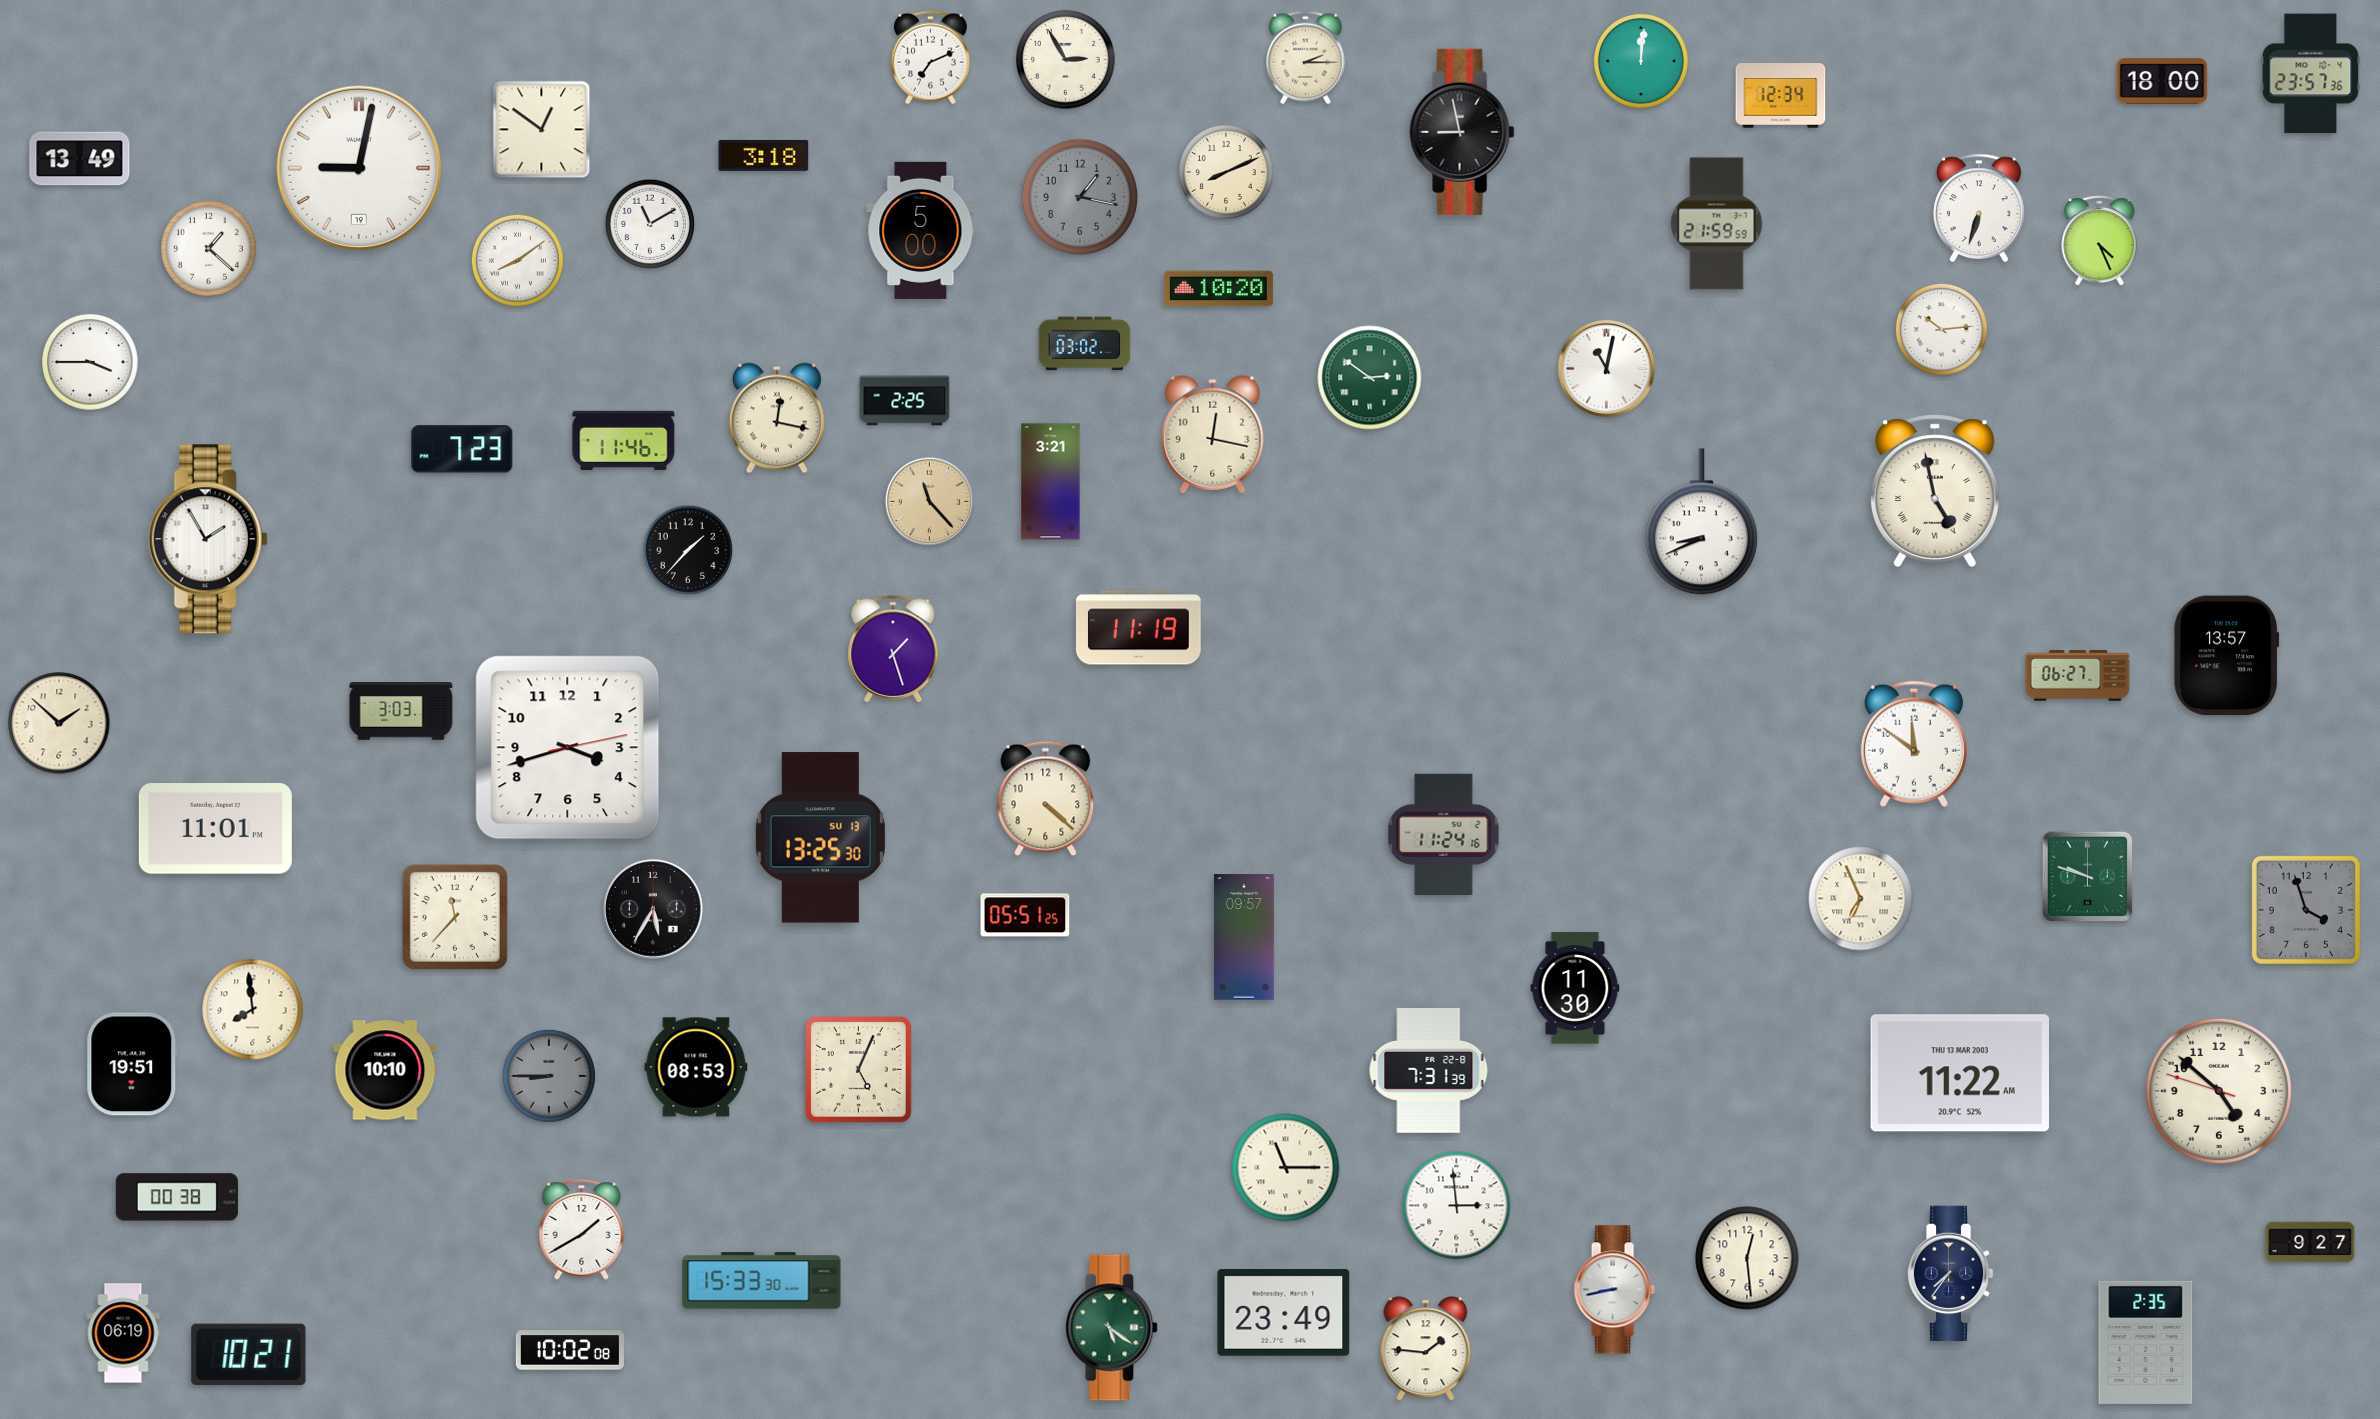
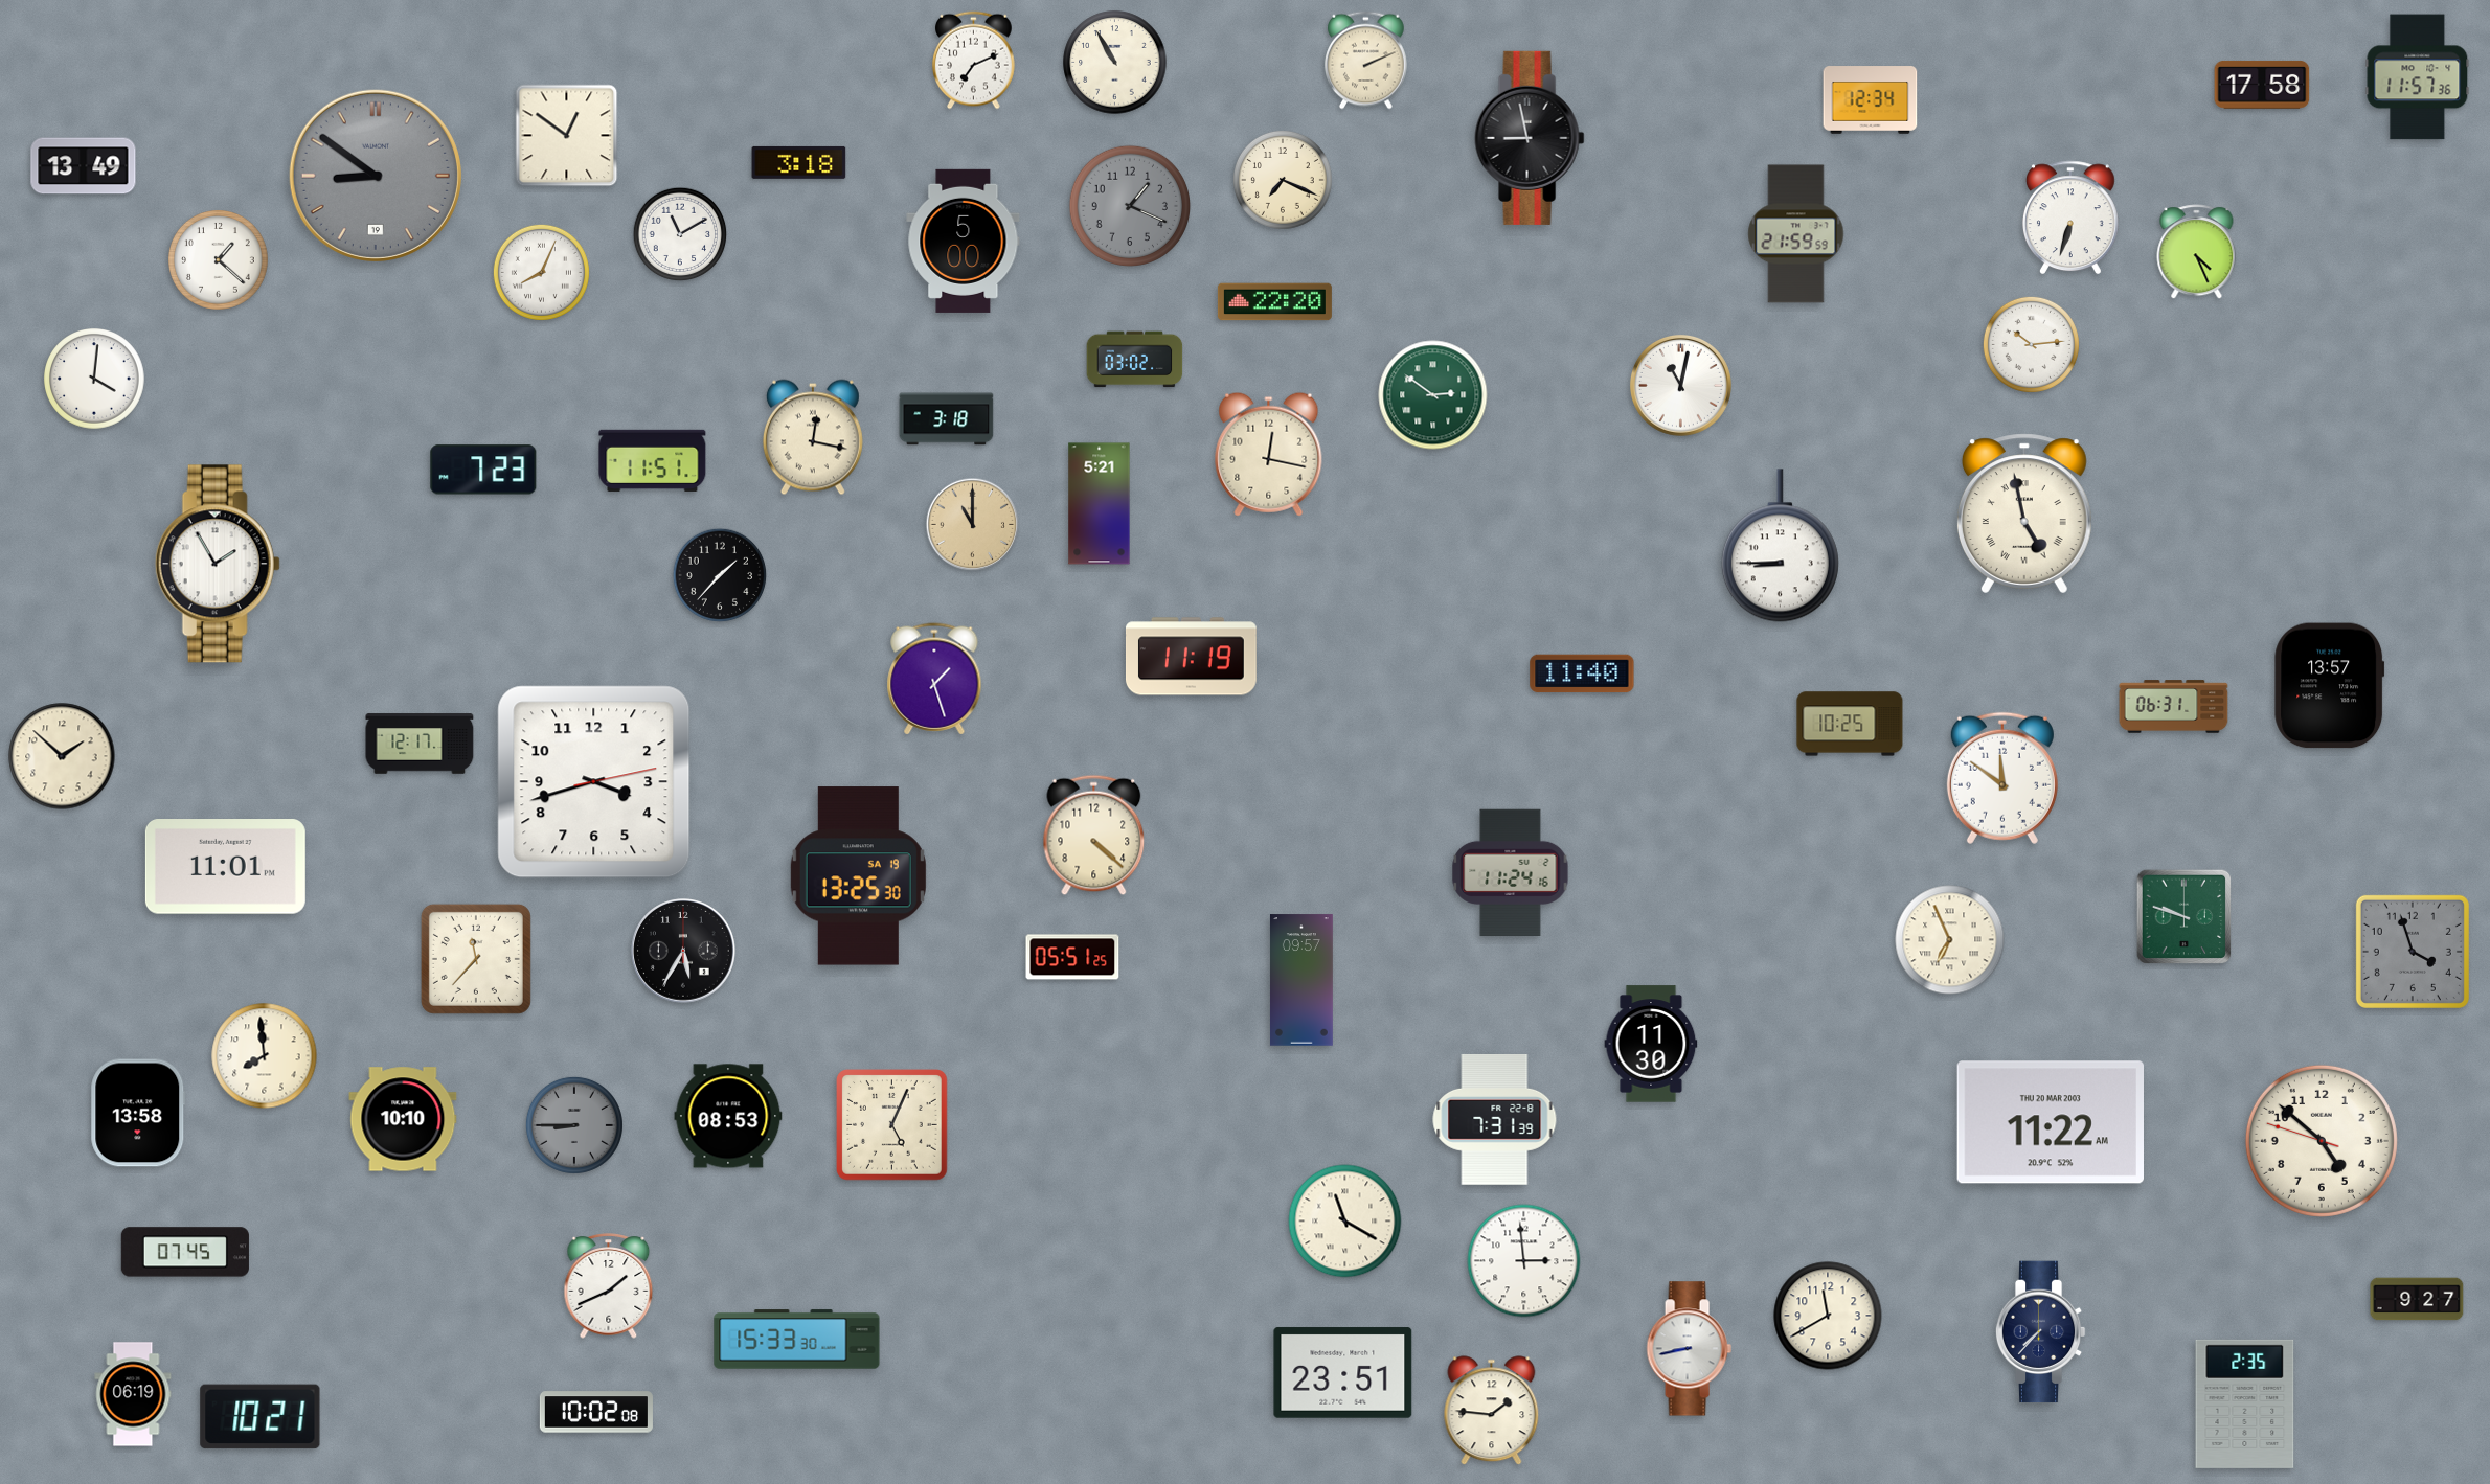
clock at (1306, 58): 2:15 -> 2:11
clock at (1066, 60): 2:55 -> 10:55
clock at (1641, 61): 12:01 -> none
clock at (2311, 74): 23:57 -> 11:57
clock at (2162, 81): 18:00 -> 17:58
clock at (1781, 96) position: (1781, 96) -> (1871, 100)
clock at (359, 168): 9:02 -> 8:51
clock at (359, 168) dial: white -> grey
clock at (1226, 172): 8:11 -> 7:19
clock at (1080, 197): 1:17 -> 1:19
clock at (517, 260): 8:09 -> 8:04
clock at (1218, 289): 10:20 -> 22:20
clock at (90, 362): 3:45 -> 4:01
clock at (905, 401): 2:25 -> 3:18
clock at (624, 440): 11:46 -> 11:51
clock at (1051, 482): 3:21 -> 5:21
clock at (930, 502): 11:23 -> 11:00
clock at (1701, 522): 8:41 -> 8:45
clock at (1582, 673): none -> 11:40
clock at (2078, 676): 06:27 -> 06:31
clock at (1850, 724): none -> 10:25
clock at (401, 711): 3:03 -> 12:17
clock at (820, 838) date: SU 13 -> SA 19
clock at (1861, 899) position: (1861, 899) -> (1950, 940)
clock at (1575, 988) position: (1575, 988) -> (1651, 1044)
clock at (132, 1064): 19:51 -> 13:58
clock at (859, 1070) position: (859, 1070) -> (892, 1125)
clock at (1959, 1073) date: THU 13 MAR 2003 -> THU 20 MAR 2003
clock at (1286, 1168): 11:15 -> 11:20
clock at (177, 1197): 00:38 -> 07:45
clock at (582, 1230): 1:40 -> 1:41
clock at (1747, 1258): 12:29 -> 11:40
clock at (1950, 1274): 7:36 -> 7:37
clock at (1284, 1313): 23:49 -> 23:51
clock at (1112, 1328): 5:21 -> none
clock at (123, 1333) position: (123, 1333) -> (133, 1394)
